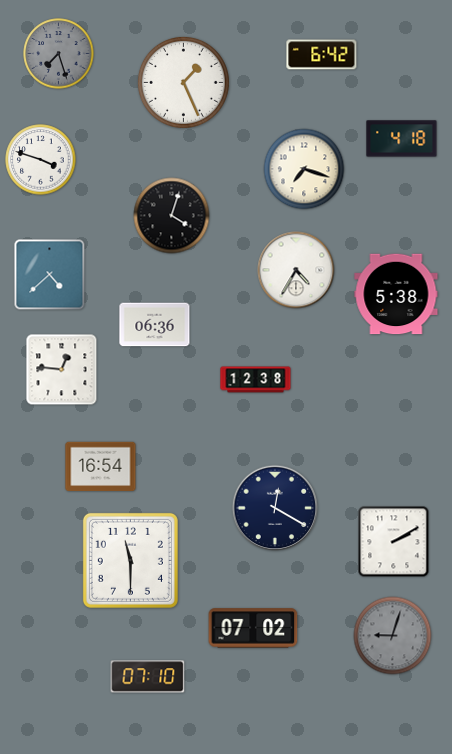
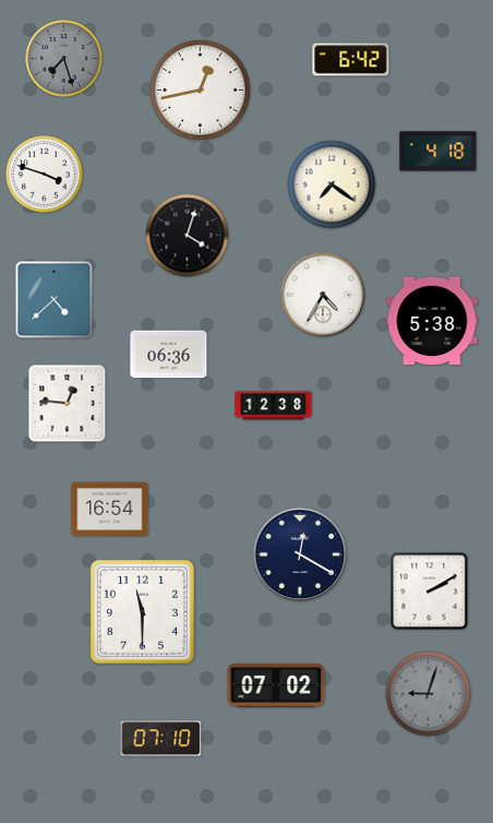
clock at (183, 82): 1:26 -> 12:43
clock at (304, 169): 7:18 -> 7:21
clock at (256, 380) position: (256, 380) -> (274, 406)
